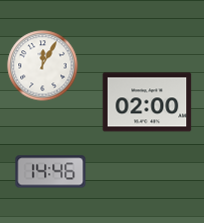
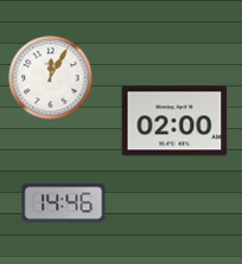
clock at (51, 172) position: (51, 172) -> (64, 204)
